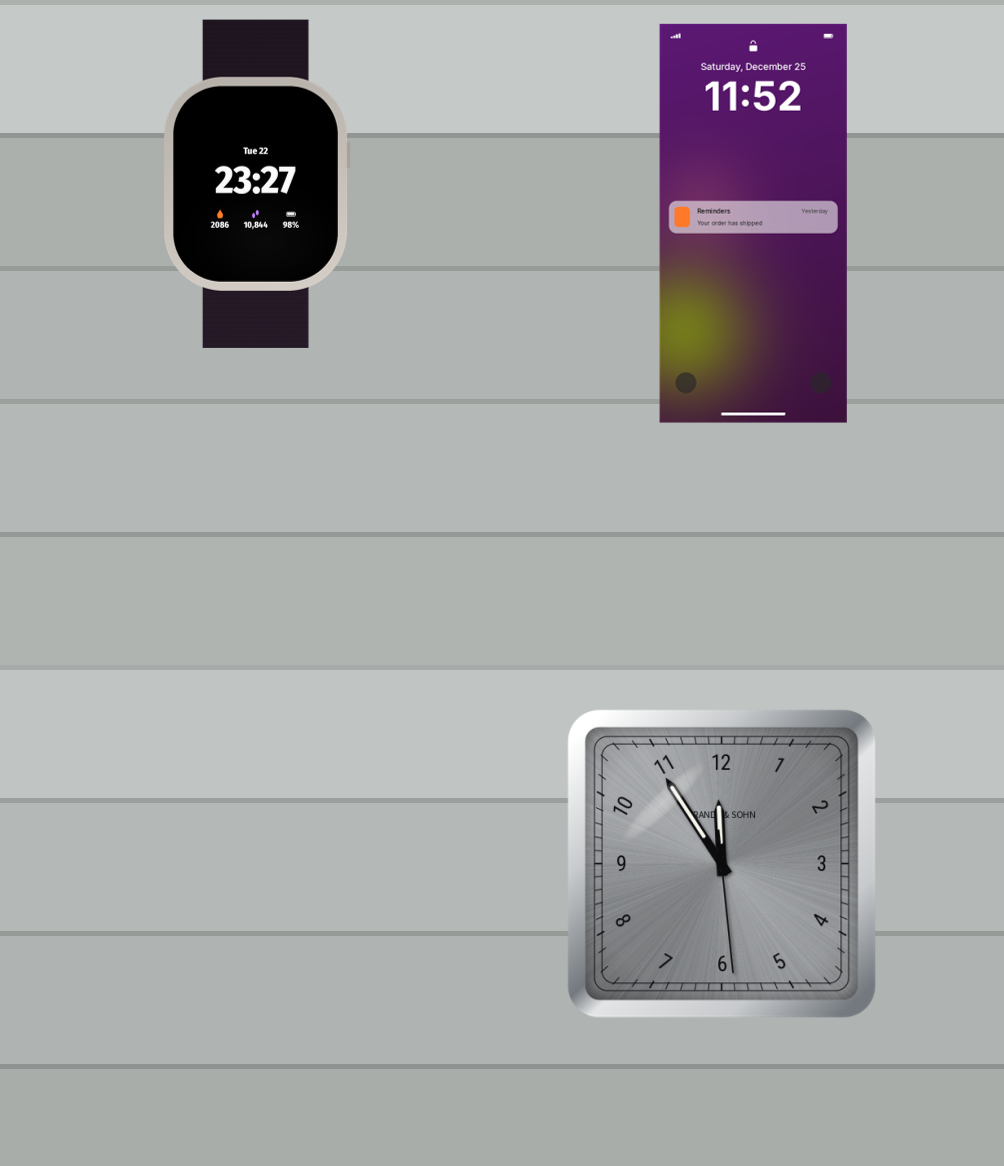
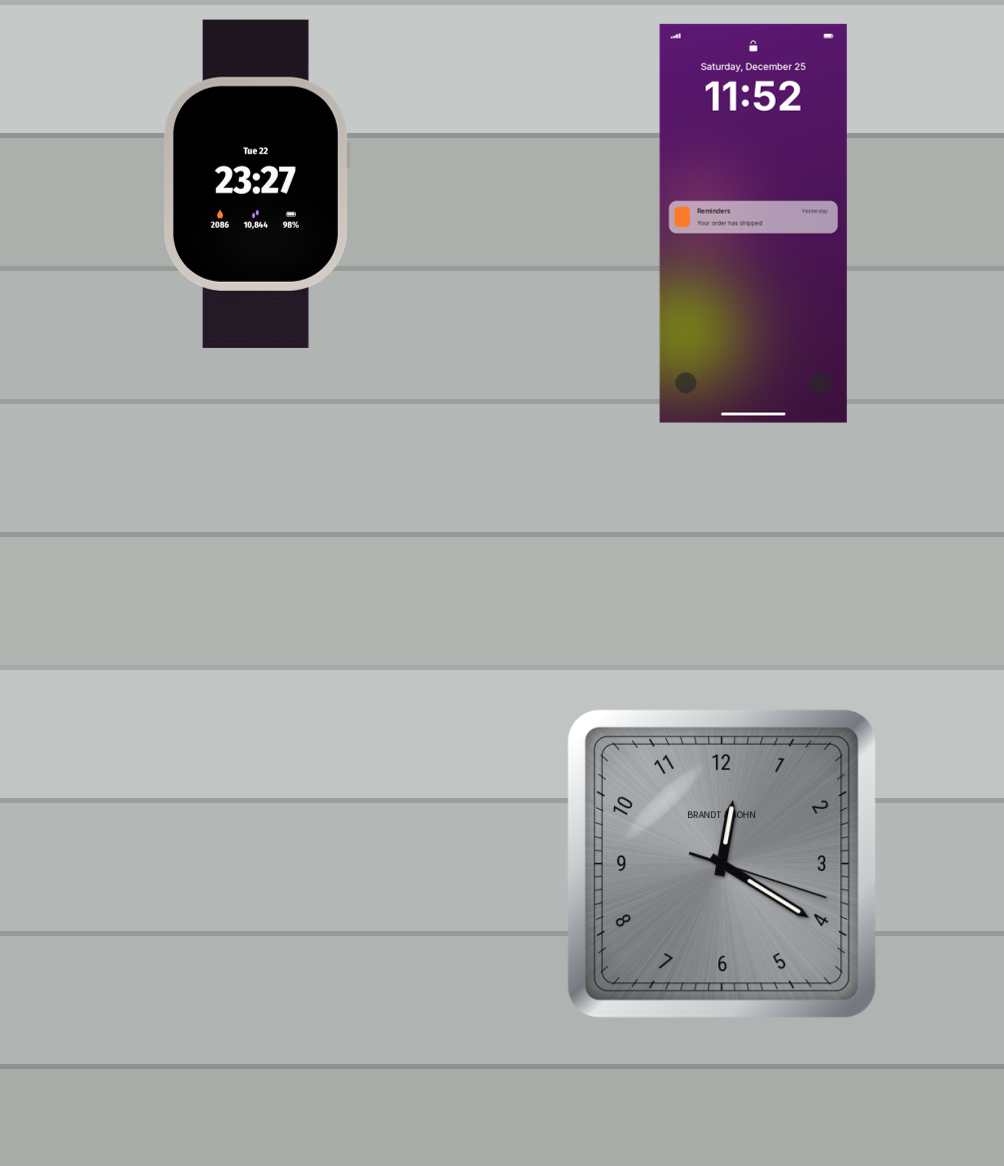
clock at (722, 864): 11:54 -> 12:20
